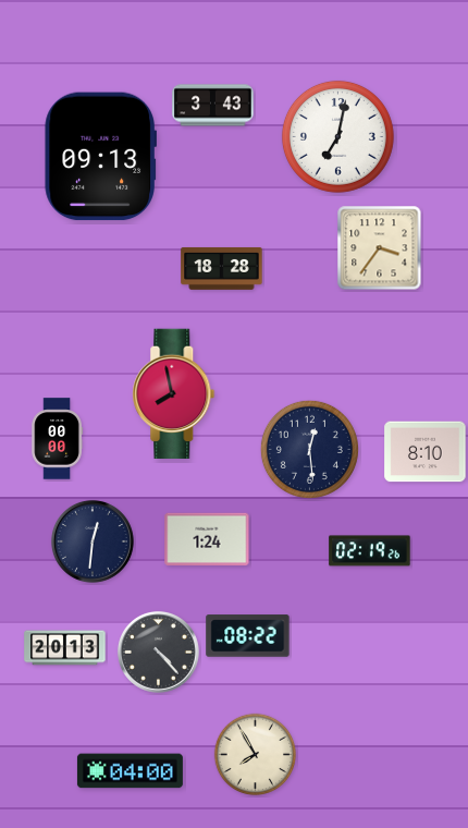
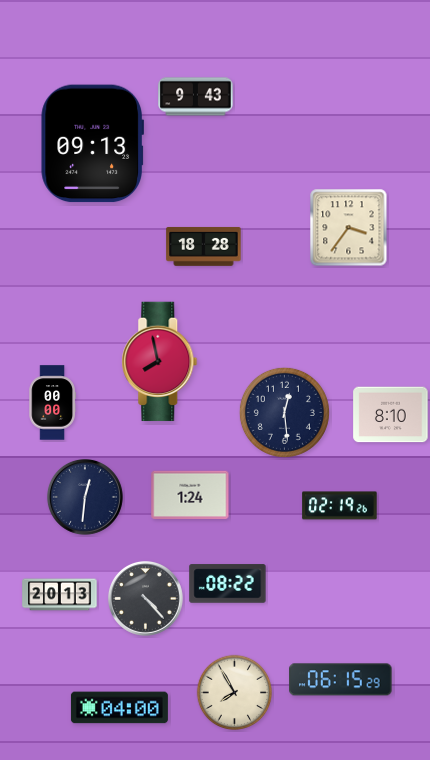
clock at (213, 106): 3:43 -> 9:43
clock at (337, 136): 7:02 -> none
clock at (341, 680): none -> 06:15
